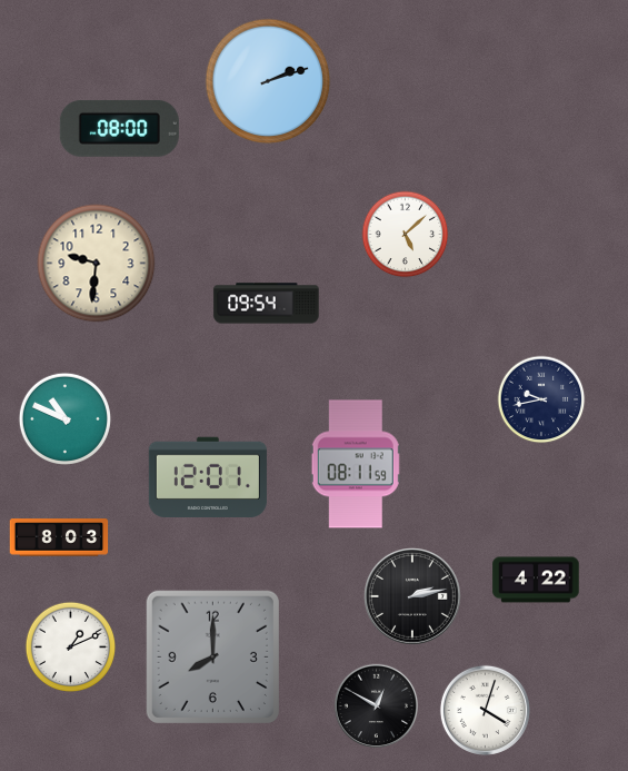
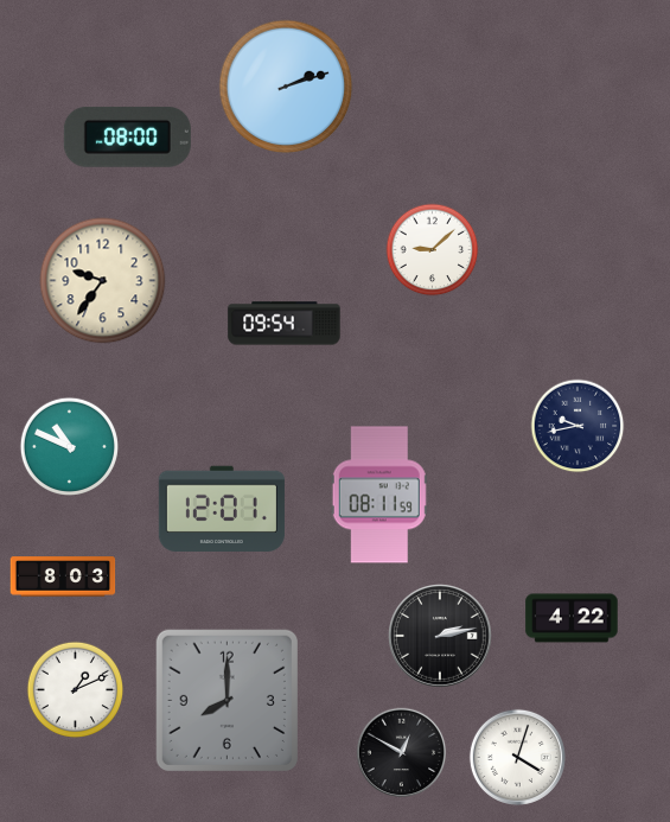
clock at (406, 235): 5:08 -> 9:08
clock at (97, 264): 9:31 -> 9:36
clock at (59, 537) position: (59, 537) -> (63, 576)
